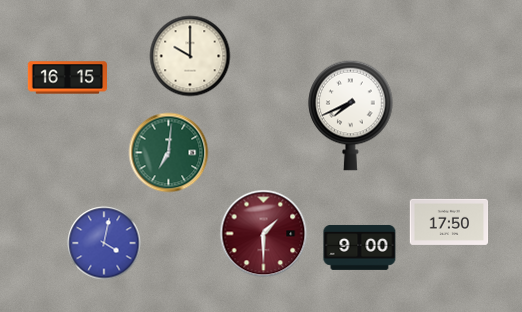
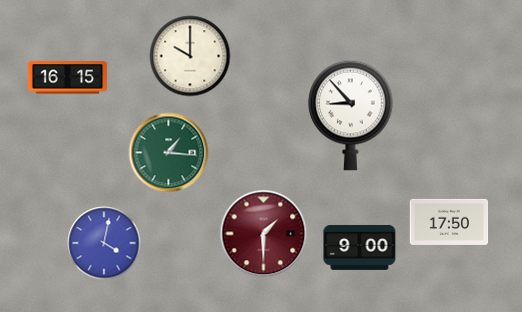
clock at (351, 115): 7:41 -> 8:53
clock at (169, 153): 7:01 -> 1:16
